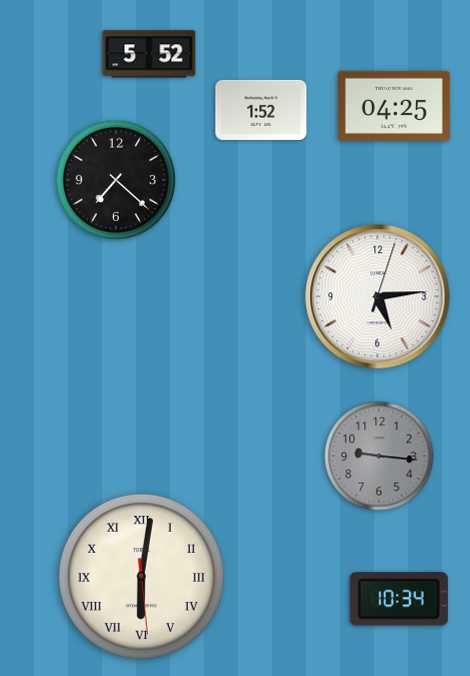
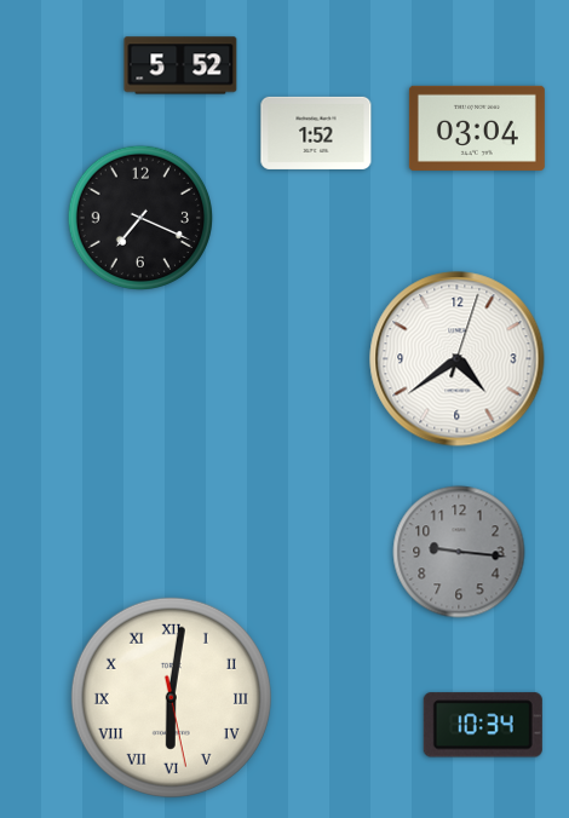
clock at (394, 106): 04:25 -> 03:04
clock at (116, 180): 7:22 -> 7:19
clock at (378, 297): 5:14 -> 4:39
clock at (141, 576): 6:01:29 -> 6:01:28
